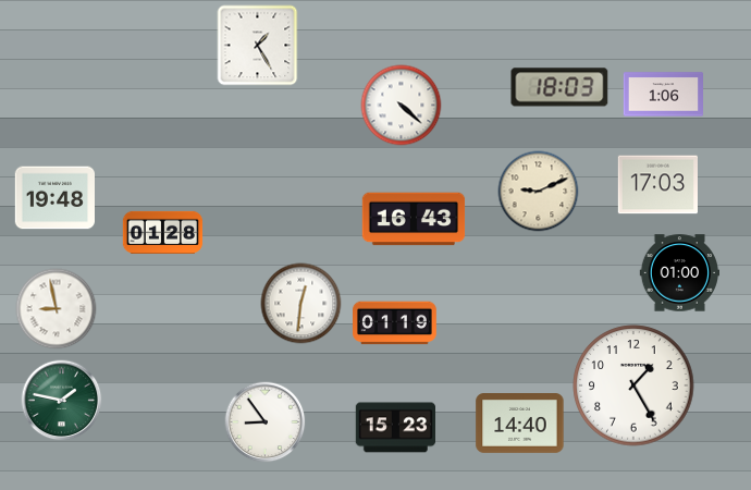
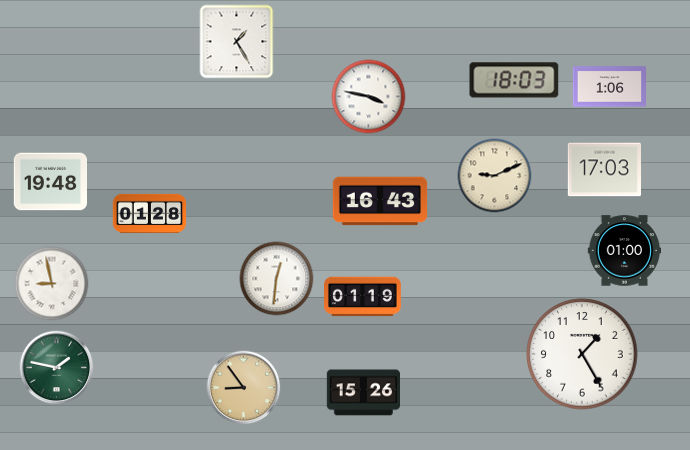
clock at (402, 106): 4:22 -> 3:47
clock at (266, 422) dial: white -> champagne
clock at (520, 424): 14:40 -> none
clock at (395, 428): 15:23 -> 15:26
